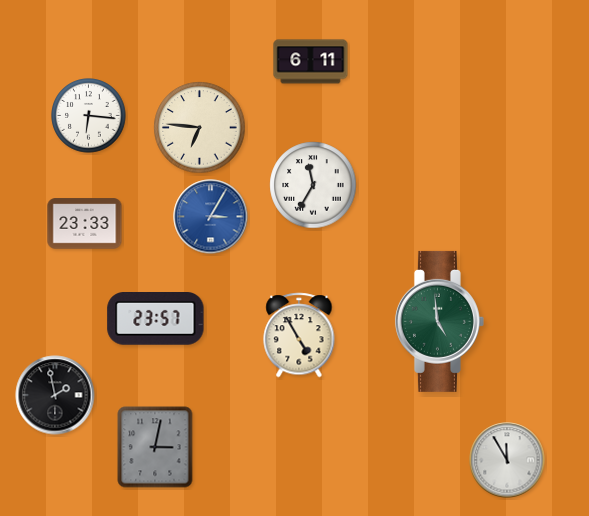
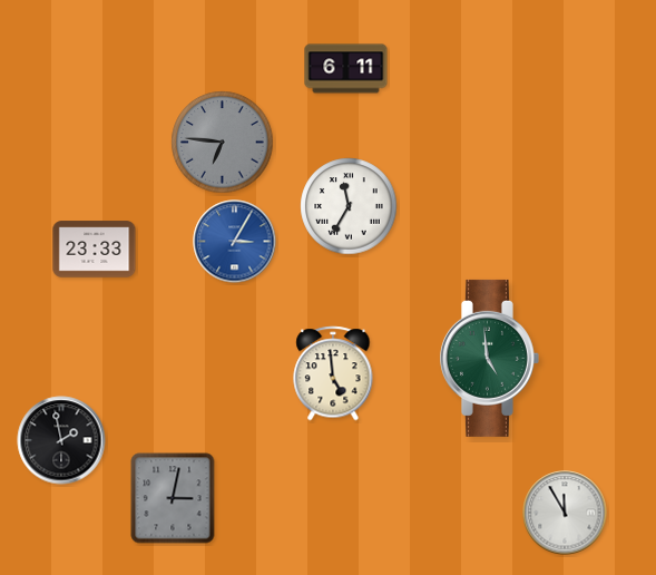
clock at (89, 116): 6:16 -> none
clock at (200, 128) dial: cream -> grey
clock at (156, 319): 23:57 -> none
clock at (299, 335): 4:55 -> 4:59
